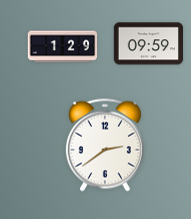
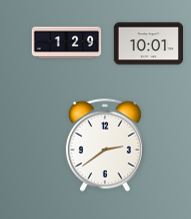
clock at (149, 44): 09:59 -> 10:01
clock at (63, 47) position: (63, 47) -> (67, 43)
